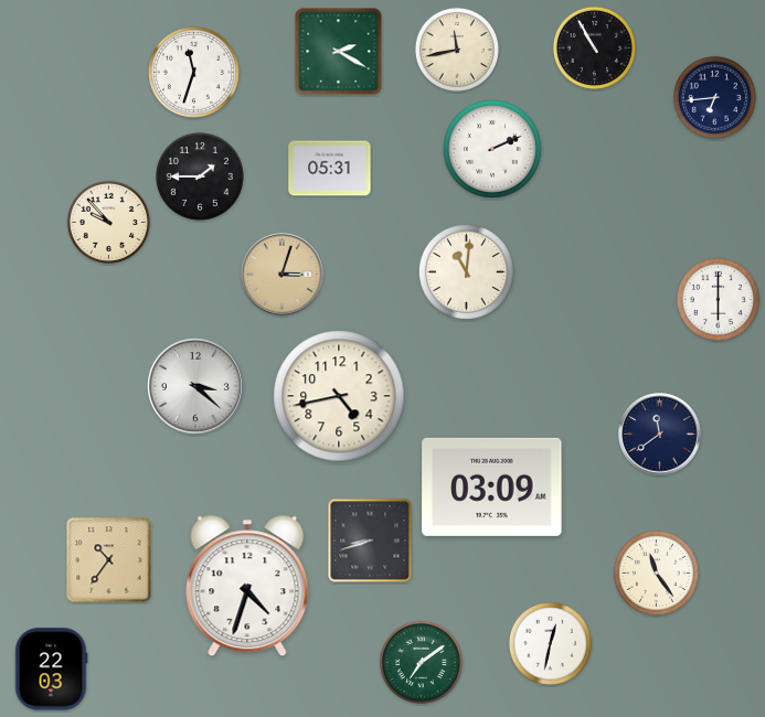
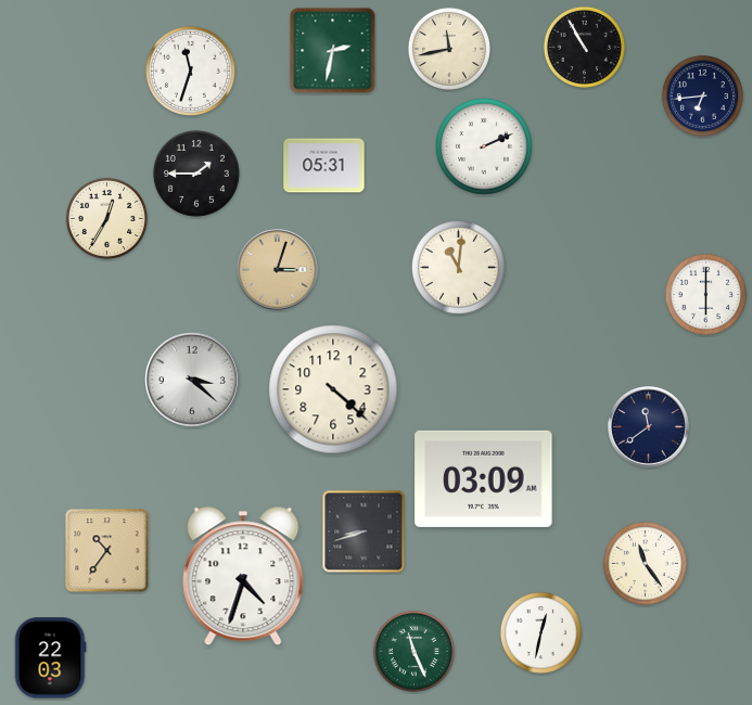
clock at (339, 52): 2:20 -> 2:32
clock at (108, 222): 9:53 -> 12:35
clock at (339, 396): 4:43 -> 4:22
clock at (421, 662): 7:09 -> 11:26
